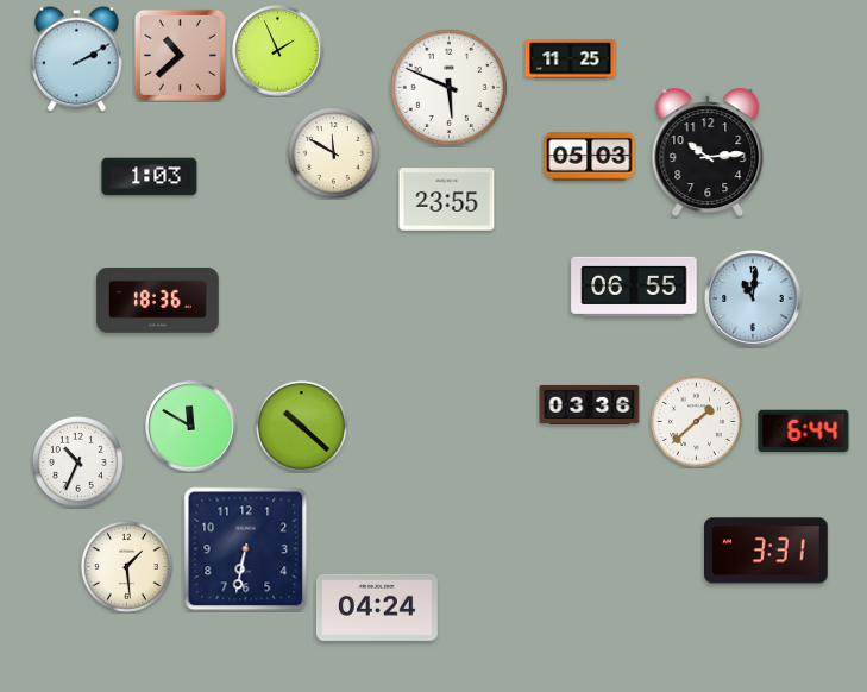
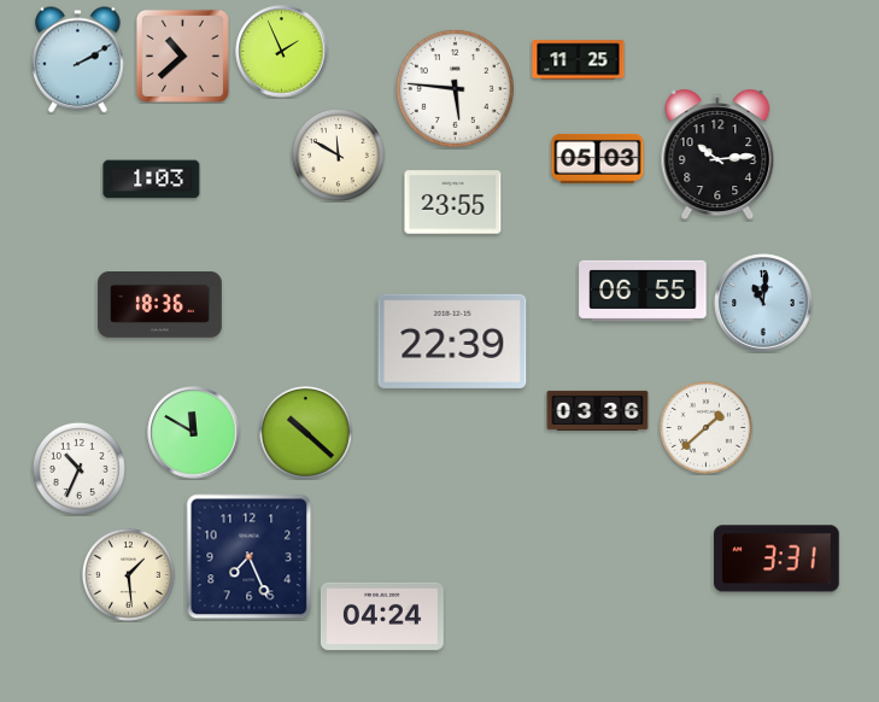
clock at (448, 87): 5:49 -> 5:46
clock at (452, 341): none -> 22:39
clock at (804, 432): 6:44 -> none
clock at (246, 549): 6:32 -> 7:26
